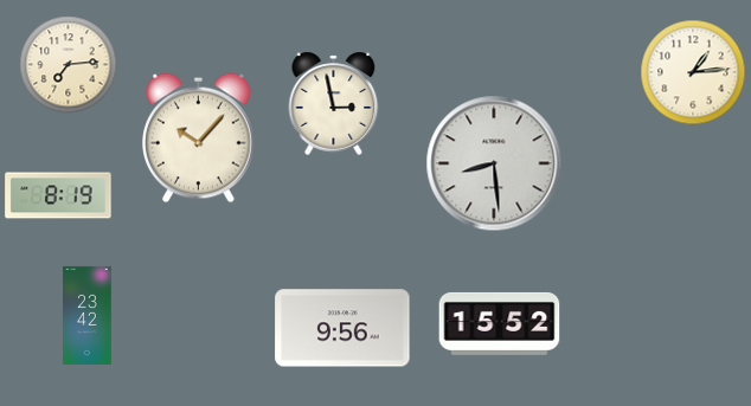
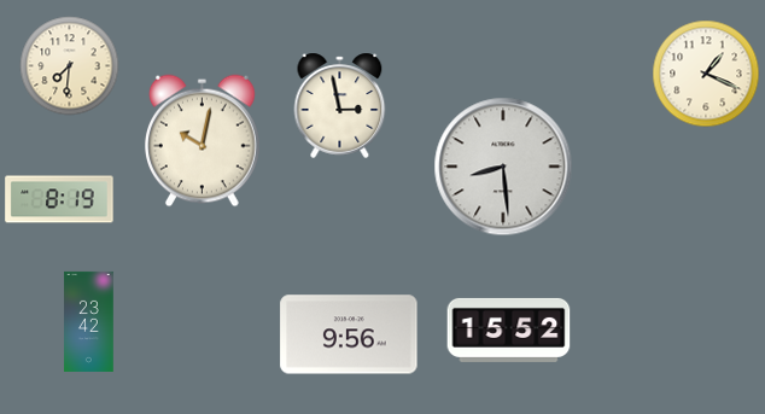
clock at (69, 65): 7:14 -> 7:31
clock at (693, 72): 1:14 -> 1:19
clock at (199, 138): 10:07 -> 10:02
